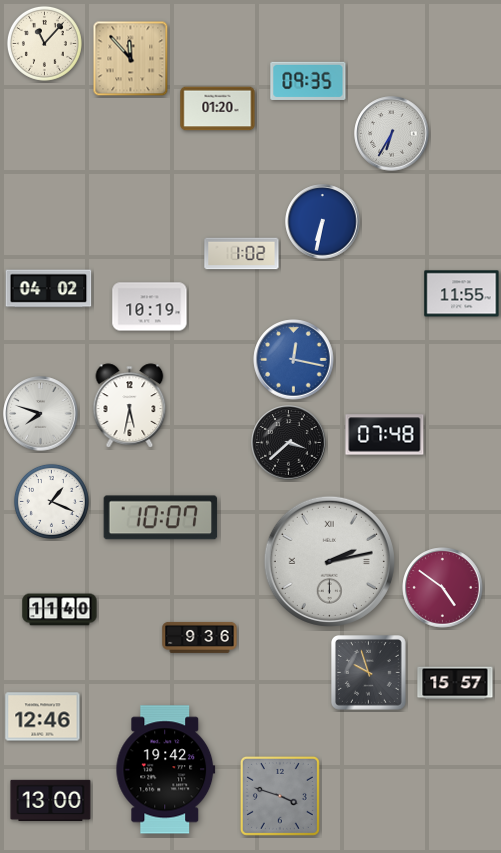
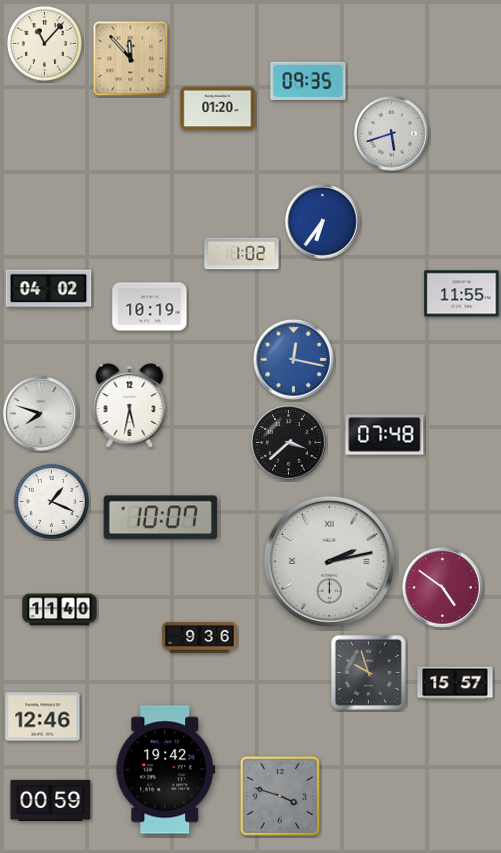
clock at (392, 134): 6:35 -> 5:42
clock at (323, 222): 6:32 -> 6:36
clock at (51, 800): 13:00 -> 00:59
